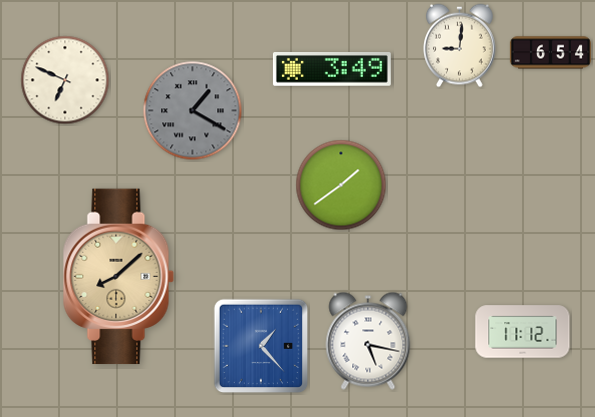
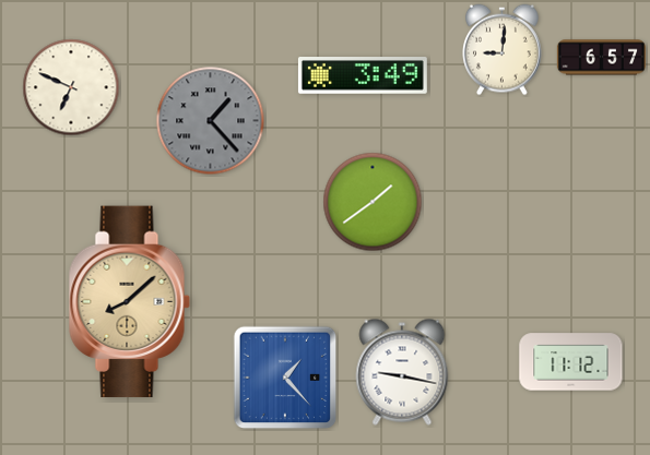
clock at (550, 53): 6:54 -> 6:57
clock at (193, 111): 1:20 -> 1:23
clock at (368, 341): 5:17 -> 9:17
